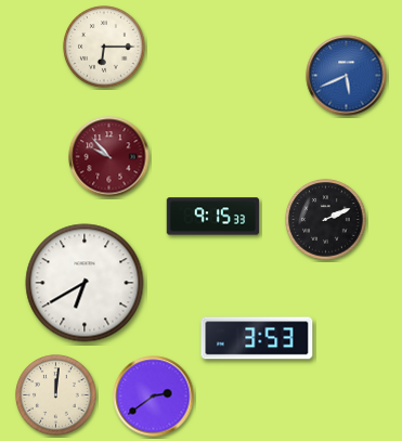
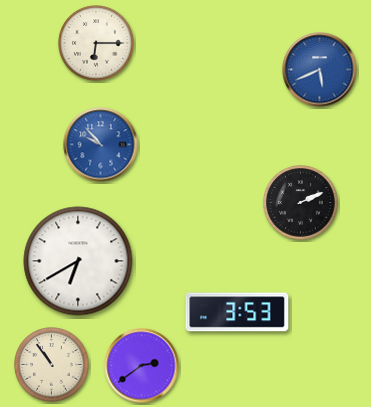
clock at (109, 157) dial: burgundy -> blue
clock at (213, 217): 9:15 -> none
clock at (56, 395): 12:01 -> 10:54
